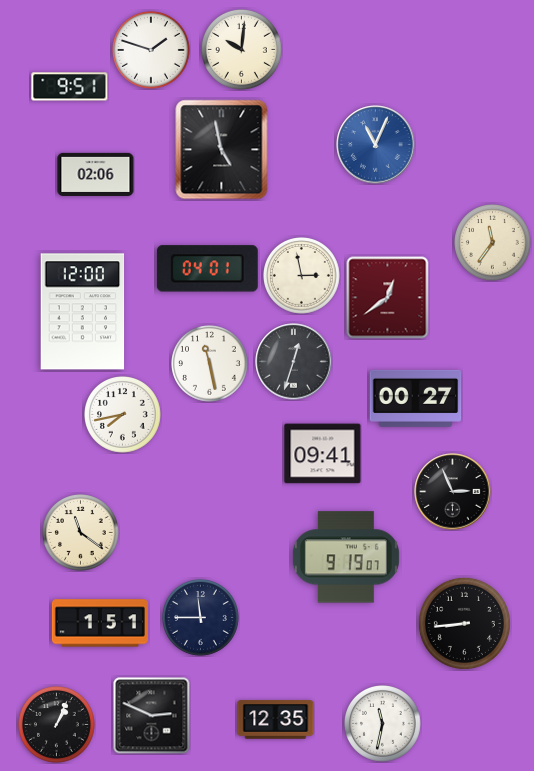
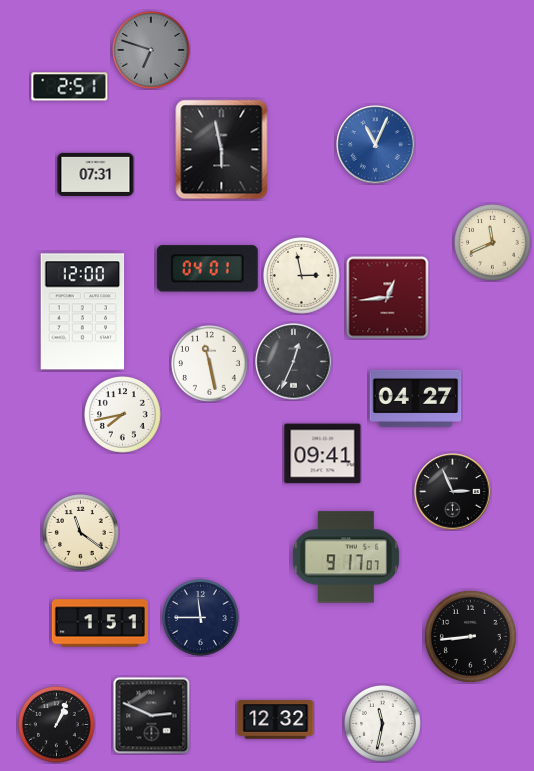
clock at (241, 49): 10:01 -> none
clock at (152, 51): 1:48 -> 6:48
clock at (152, 51) dial: white -> grey
clock at (70, 87): 9:51 -> 2:51
clock at (222, 150): 4:58 -> 5:58
clock at (96, 174): 02:06 -> 07:31
clock at (493, 243): 11:36 -> 11:41
clock at (388, 298): 12:39 -> 12:44
clock at (294, 362): 12:33 -> 12:34
clock at (416, 398): 00:27 -> 04:27
clock at (346, 557): 9:19 -> 9:17
clock at (464, 623) position: (464, 623) -> (470, 636)
clock at (276, 720): 12:35 -> 12:32
